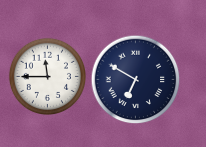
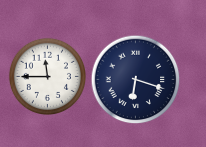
clock at (135, 79): 6:50 -> 6:18
